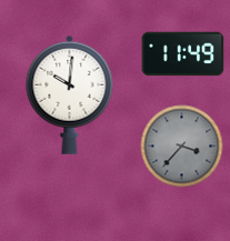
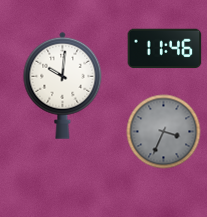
clock at (183, 54): 11:49 -> 11:46
clock at (182, 147): 3:37 -> 3:34
